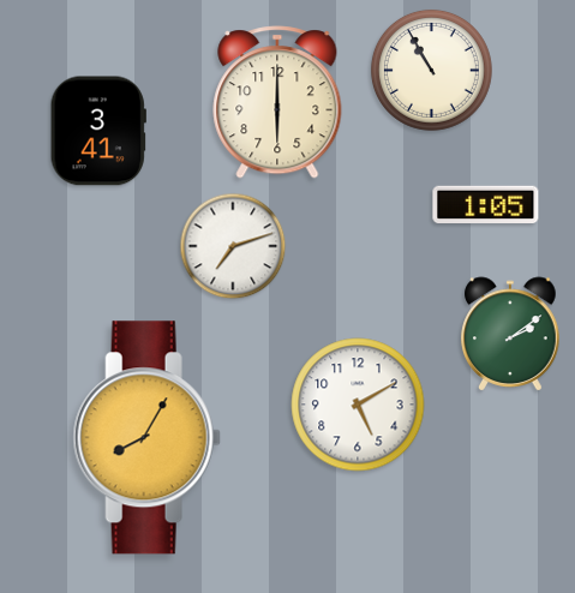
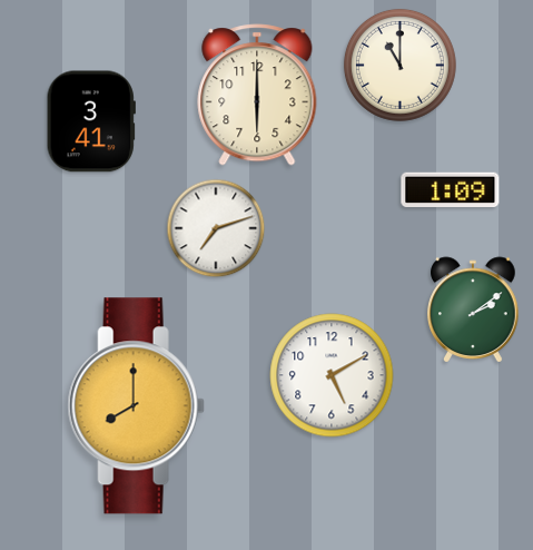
clock at (431, 70): 10:55 -> 11:00
clock at (486, 204): 1:05 -> 1:09
clock at (146, 438): 8:05 -> 8:00
